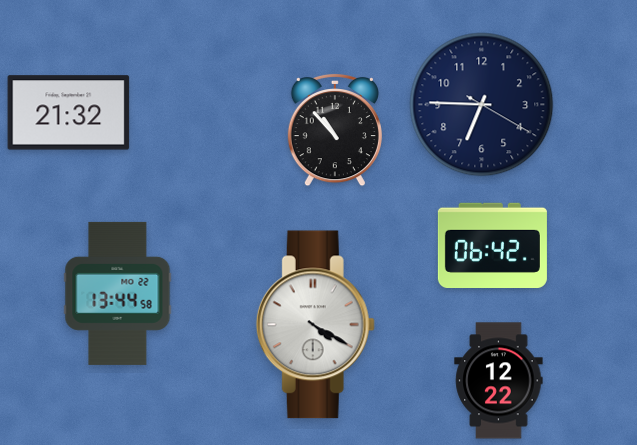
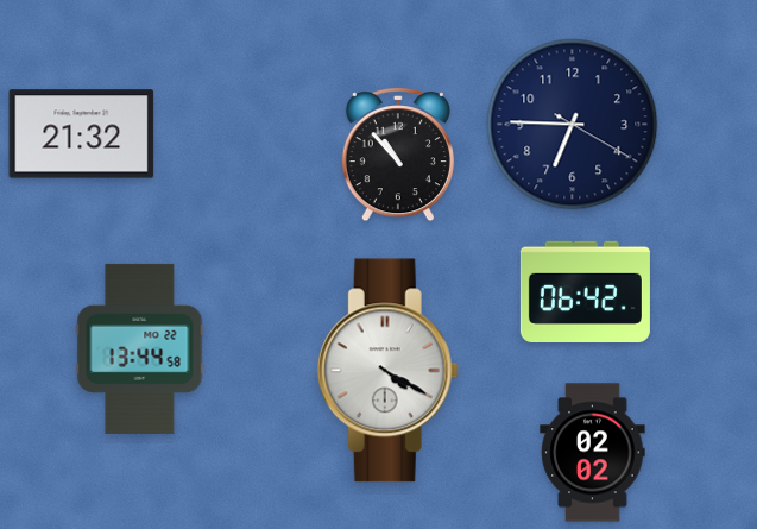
clock at (315, 325) position: (315, 325) -> (387, 371)
clock at (499, 381): 12:22 -> 02:02
